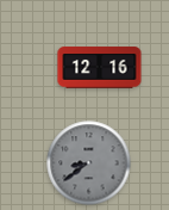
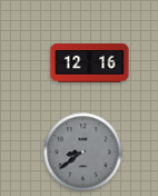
clock at (100, 68) position: (100, 68) -> (90, 63)
